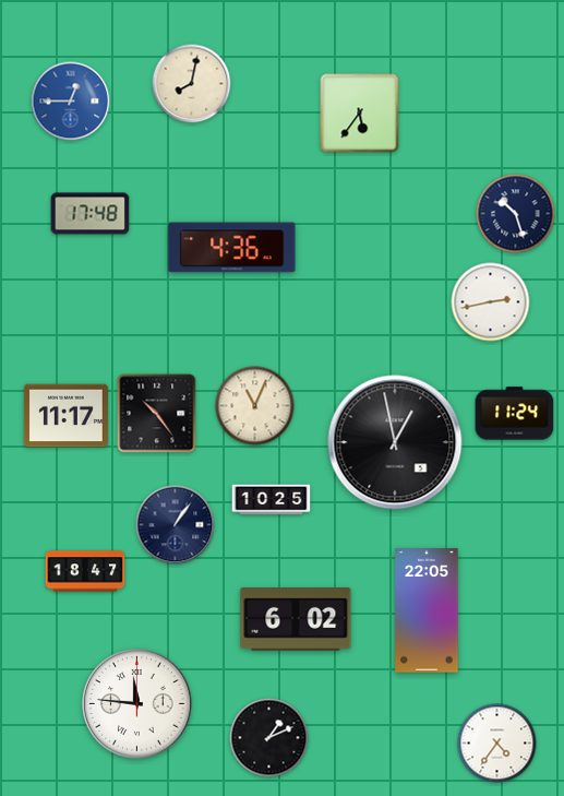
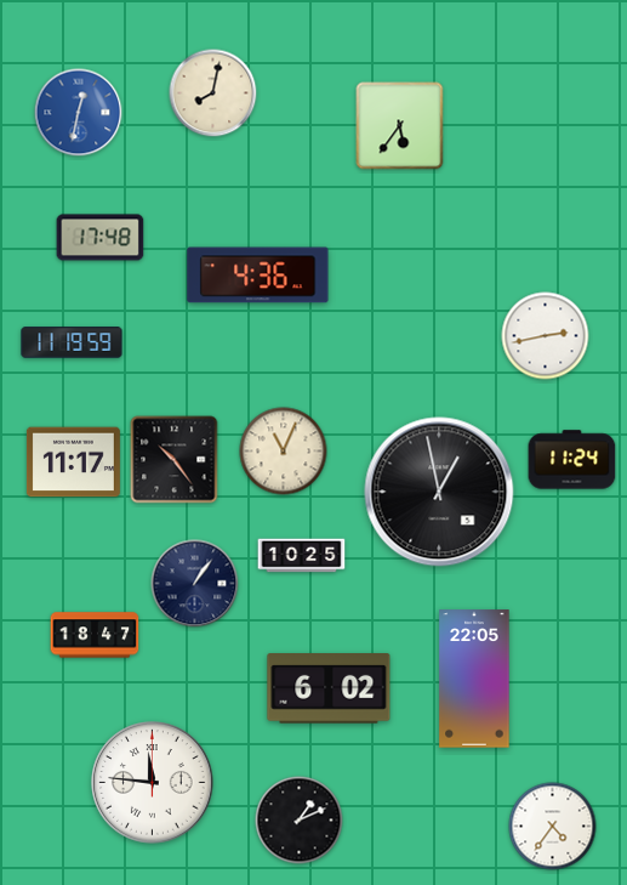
clock at (71, 102): 12:45 -> 12:32
clock at (516, 214): 10:27 -> none
clock at (72, 342): none -> 11:19
